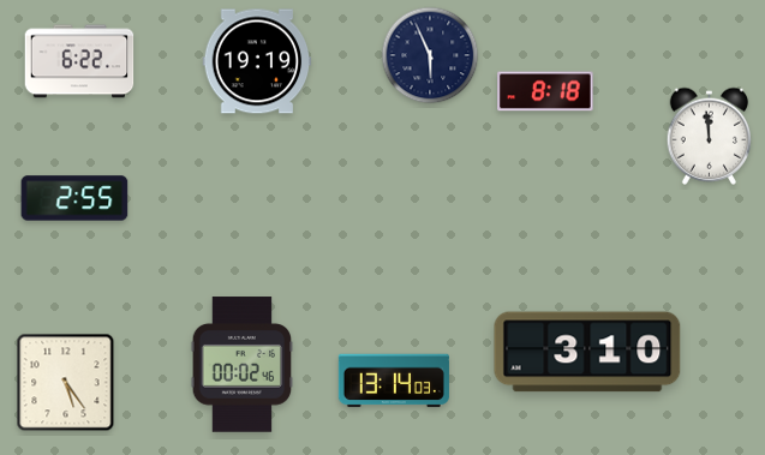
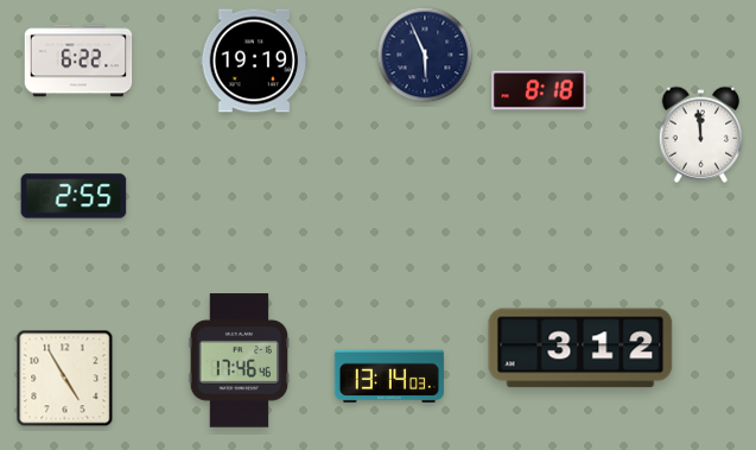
clock at (587, 352): 3:10 -> 3:12
clock at (243, 365): 00:02 -> 17:46
clock at (66, 383): 5:24 -> 4:55
